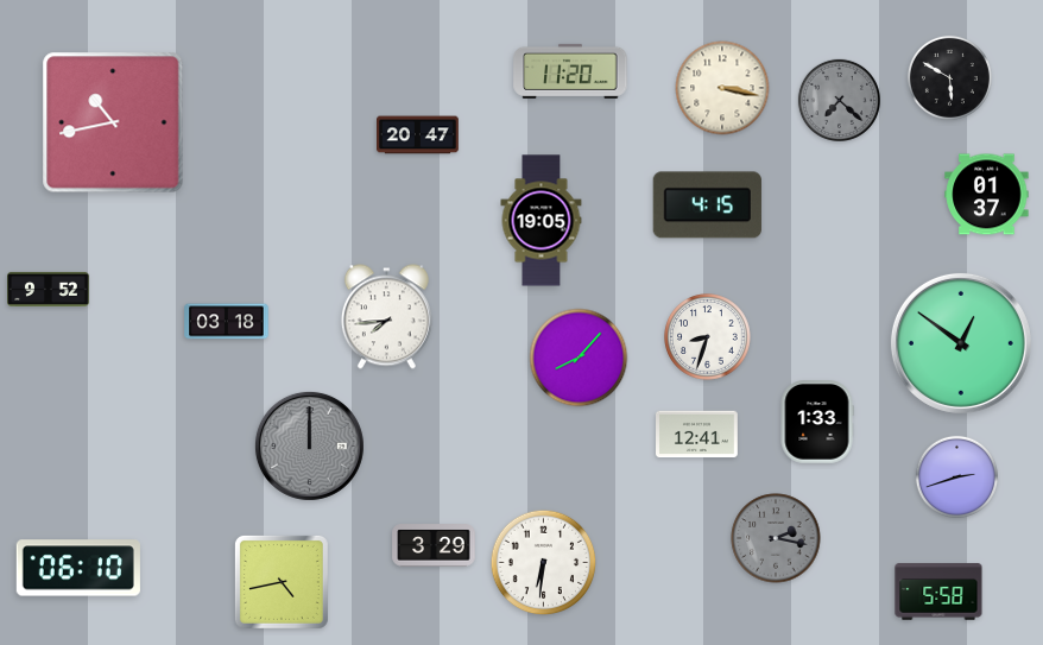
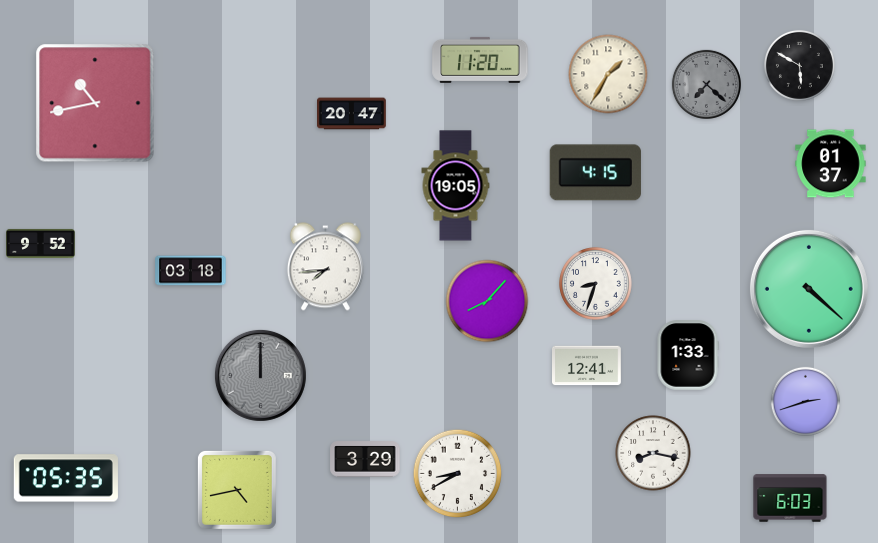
clock at (722, 88): 3:17 -> 1:35
clock at (961, 343): 12:51 -> 4:22
clock at (776, 538): 2:17 -> 8:17
clock at (776, 538) dial: grey -> white
clock at (544, 563): 6:31 -> 8:40
clock at (78, 568): 06:10 -> 05:35
clock at (938, 592): 5:58 -> 6:03
